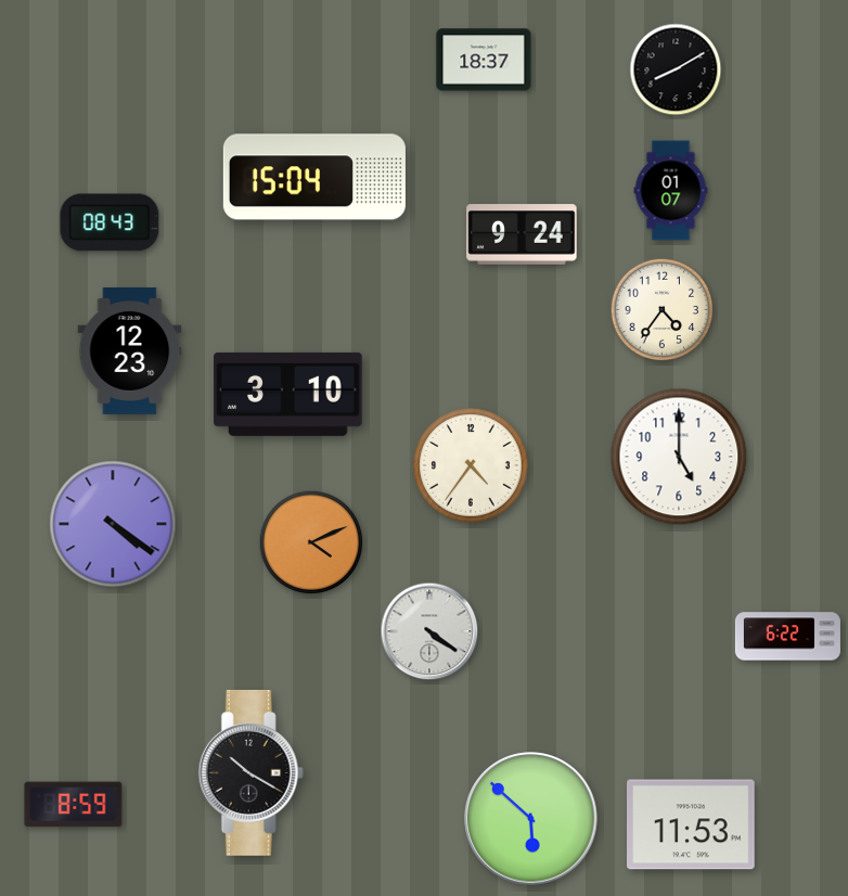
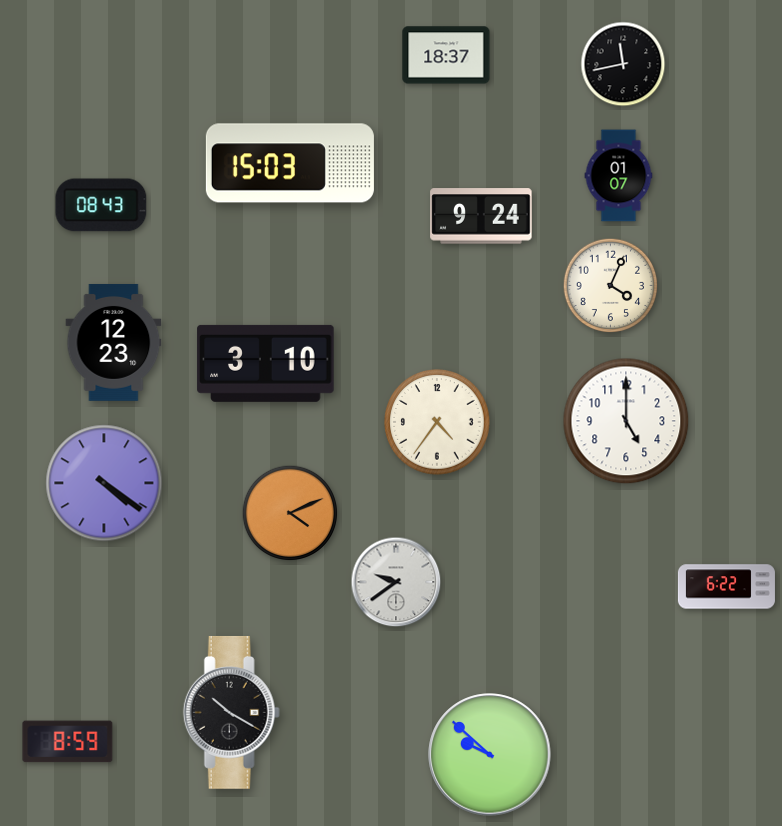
clock at (676, 69): 8:10 -> 11:43
clock at (314, 177): 15:04 -> 15:03
clock at (663, 310): 4:36 -> 4:04
clock at (130, 350) position: (130, 350) -> (114, 342)
clock at (471, 465) position: (471, 465) -> (437, 422)
clock at (311, 542) position: (311, 542) -> (290, 513)
clock at (429, 631): 4:21 -> 9:39
clock at (531, 819): 5:52 -> 9:52
clock at (692, 824): 11:53 -> none
